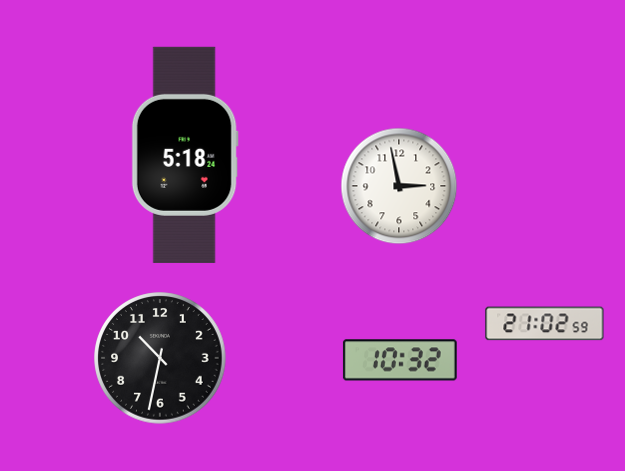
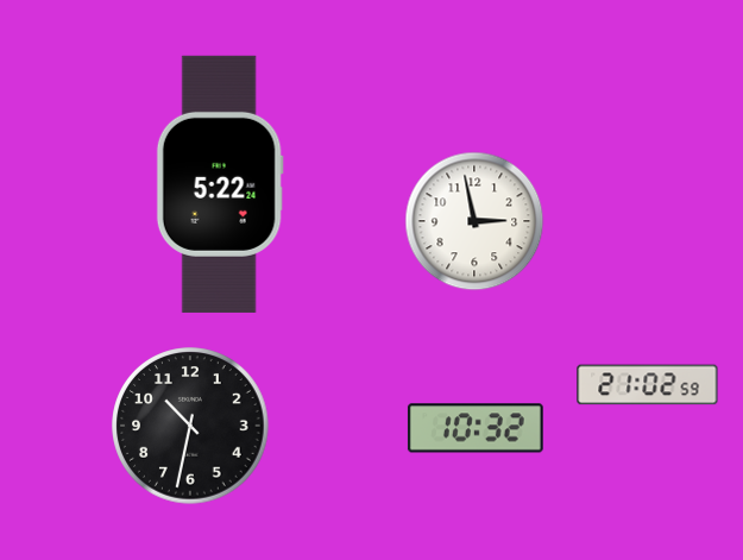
clock at (185, 155): 5:18 -> 5:22
